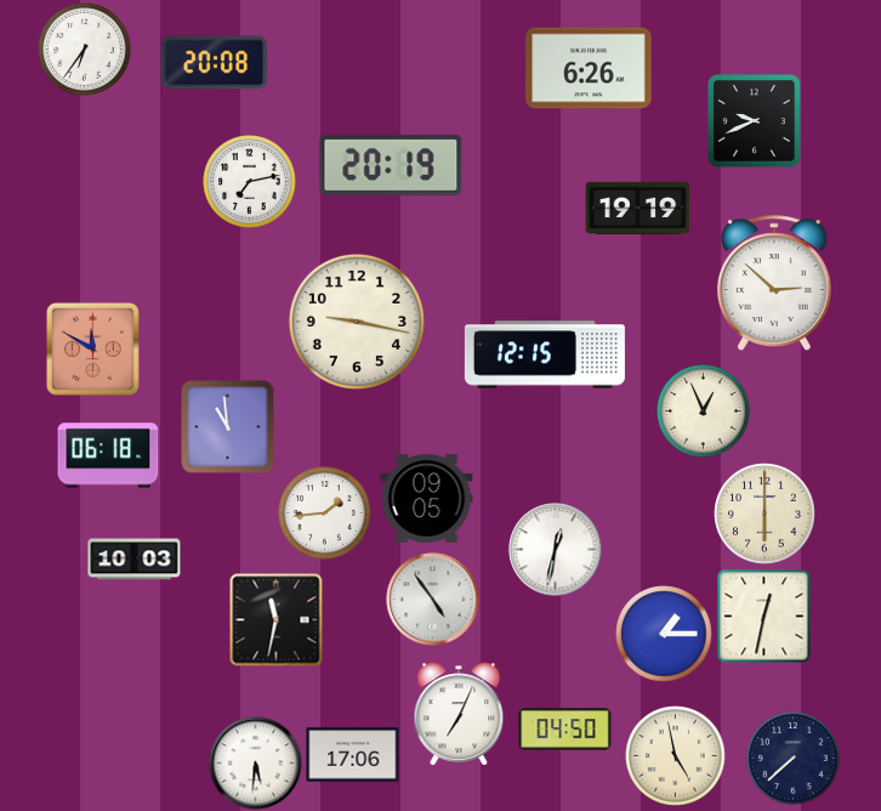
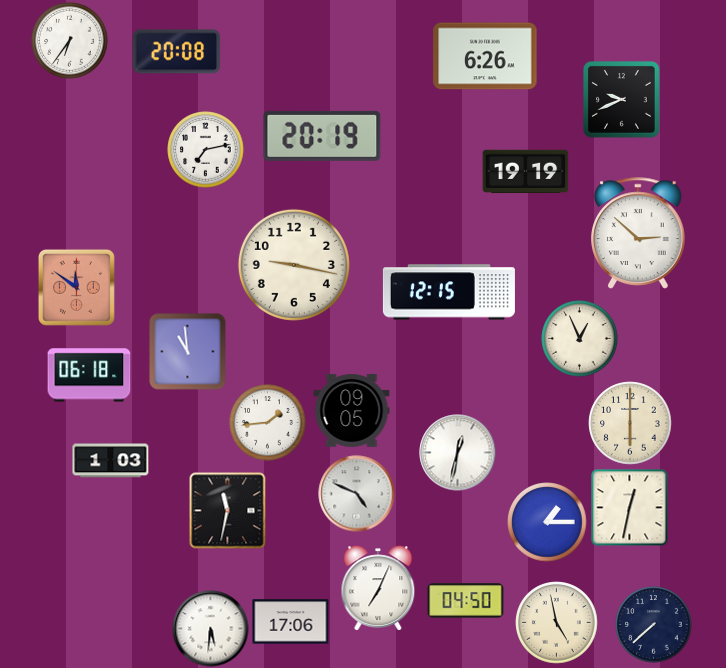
clock at (92, 348): 11:50 -> 11:51
clock at (135, 560): 10:03 -> 1:03
clock at (433, 600): 4:54 -> 4:49
